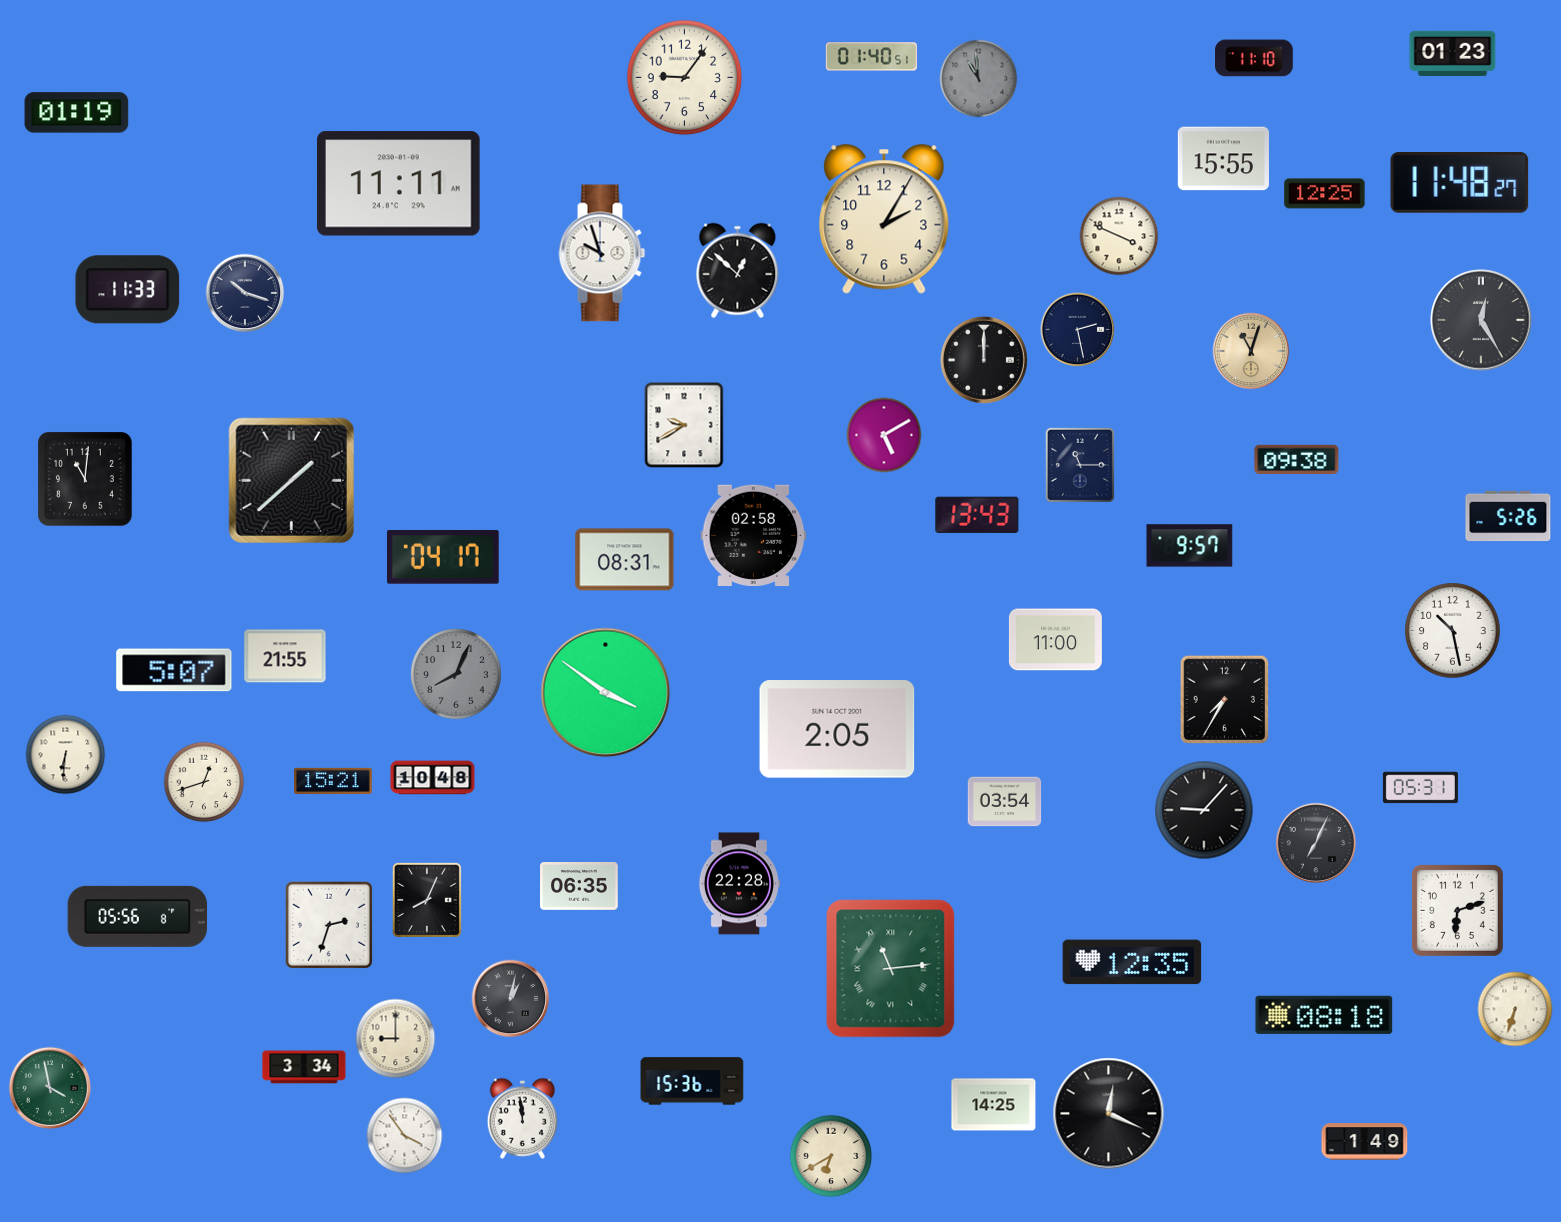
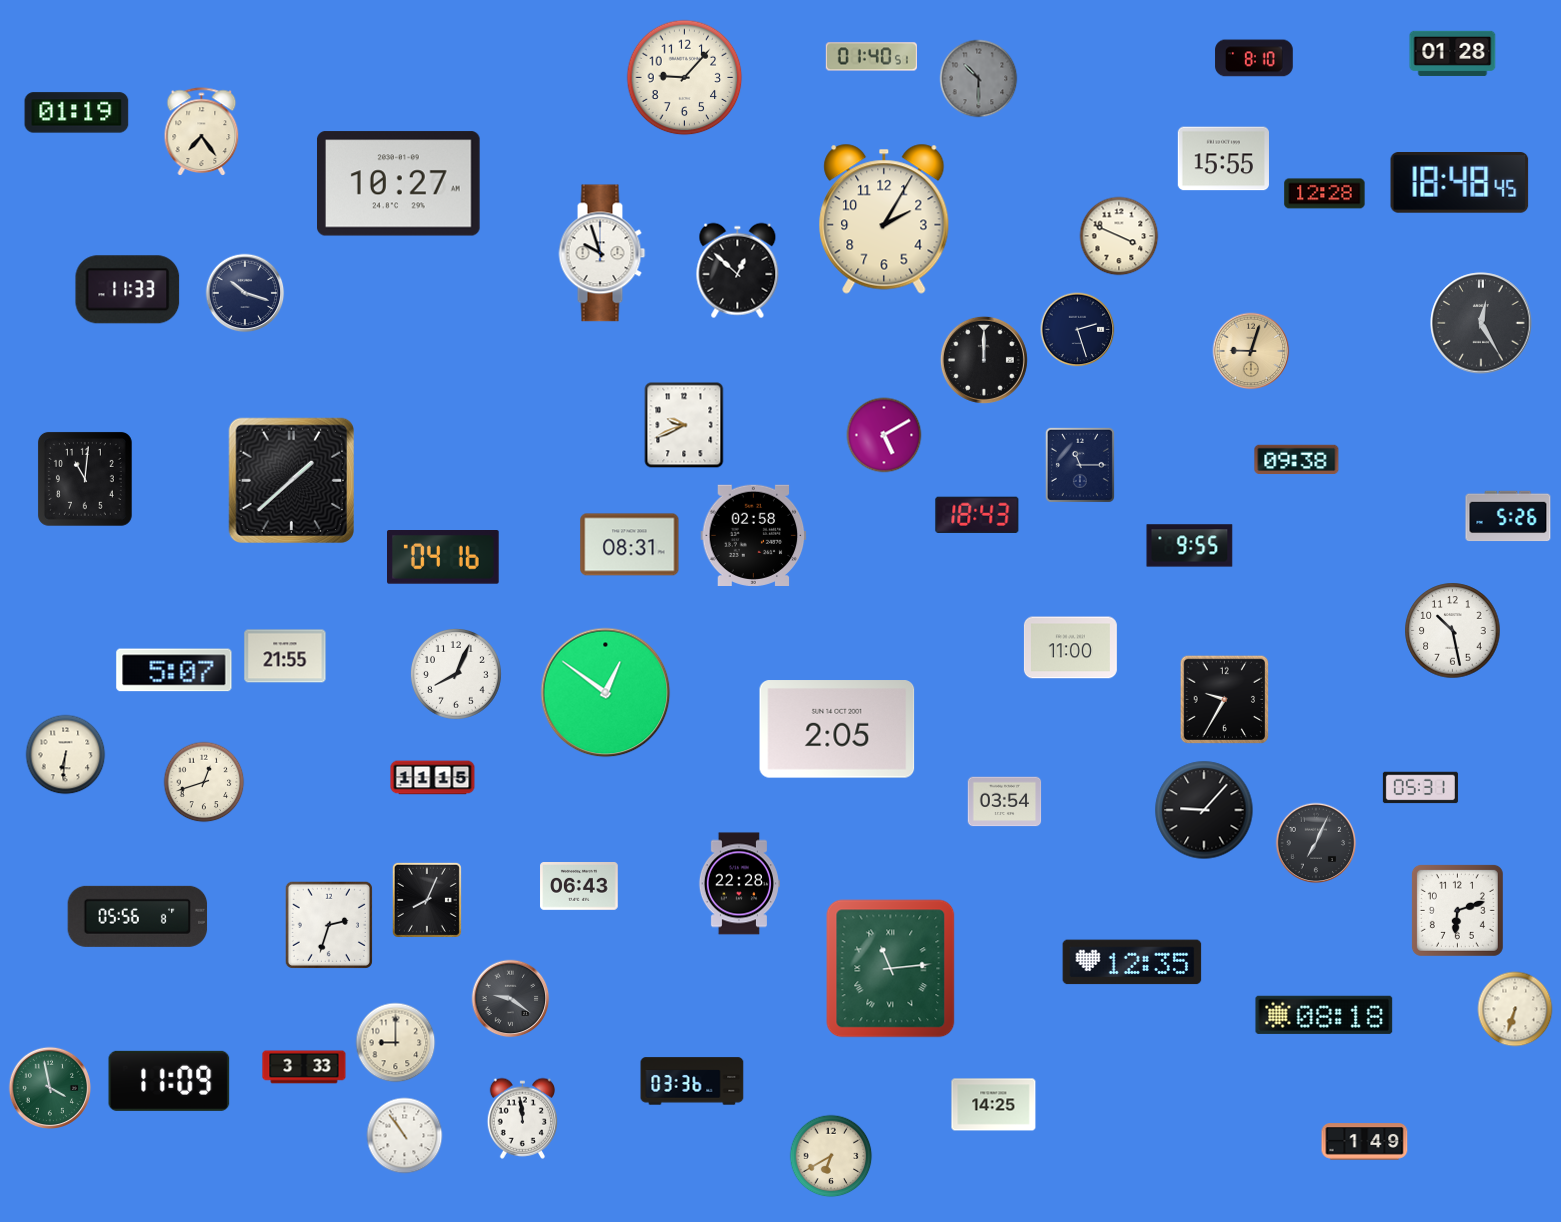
clock at (1453, 53): 01:23 -> 01:28
clock at (1254, 58): 11:10 -> 8:10
clock at (685, 78): 9:06 -> 9:07
clock at (979, 79): 10:59 -> 10:30
clock at (202, 131): none -> 7:24
clock at (1460, 183): 11:48 -> 18:48
clock at (399, 184): 11:11 -> 10:27
clock at (1325, 194): 12:25 -> 12:28
clock at (1481, 320) position: (1481, 320) -> (1481, 323)
clock at (1078, 330): 2:28 -> 2:27
clock at (1251, 351): 11:03 -> 9:03
clock at (684, 425): 9:40 -> 9:41
clock at (977, 515): 13:43 -> 18:43
clock at (1190, 546): 9:57 -> 9:55
clock at (444, 558): 04:17 -> 04:16
clock at (625, 560) position: (625, 560) -> (630, 545)
clock at (1055, 640) position: (1055, 640) -> (1070, 648)
clock at (456, 674) dial: grey -> white
clock at (606, 693): 3:51 -> 12:51
clock at (1225, 700): 7:35 -> 9:35
clock at (433, 778): 10:48 -> 11:15
clock at (333, 781): 15:21 -> none
clock at (579, 887): 06:35 -> 06:43
clock at (511, 999): 1:02 -> 9:21
clock at (396, 1039) position: (396, 1039) -> (396, 1043)
clock at (304, 1067): 3:34 -> 3:33
clock at (169, 1081): none -> 11:09
clock at (692, 1081): 15:36 -> 03:36
clock at (1109, 1114): 12:19 -> none
clock at (405, 1136): 3:54 -> 10:54
